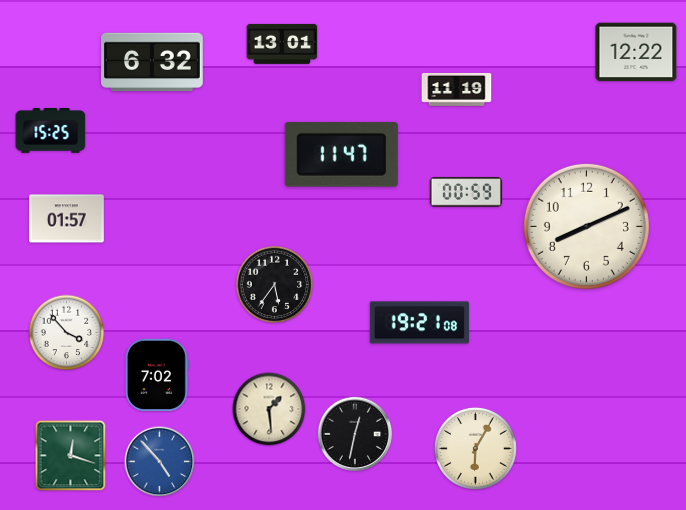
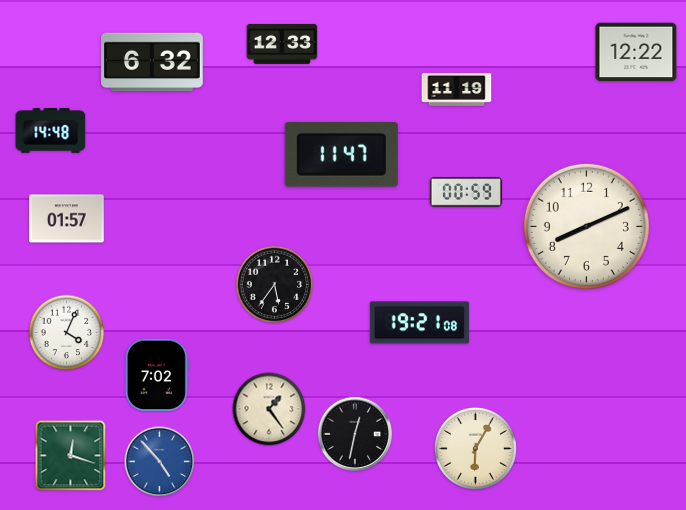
clock at (282, 44): 13:01 -> 12:33
clock at (51, 131): 15:25 -> 14:48
clock at (67, 333): 3:53 -> 4:04
clock at (269, 409): 1:29 -> 1:24
